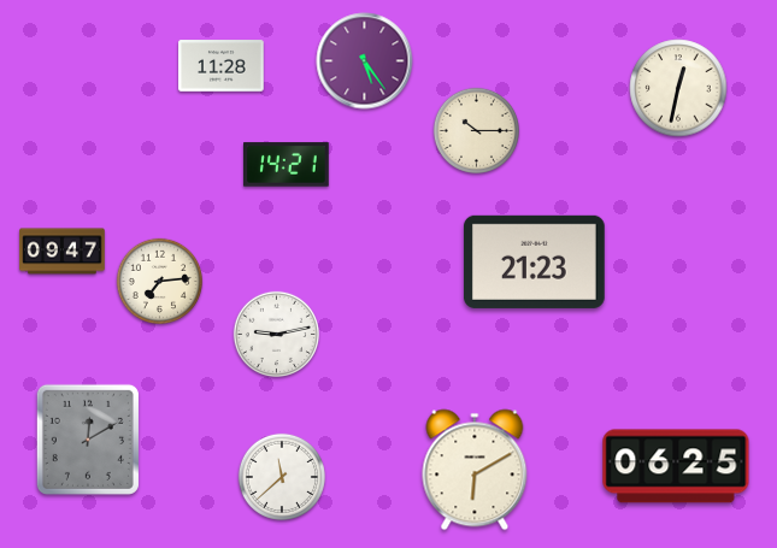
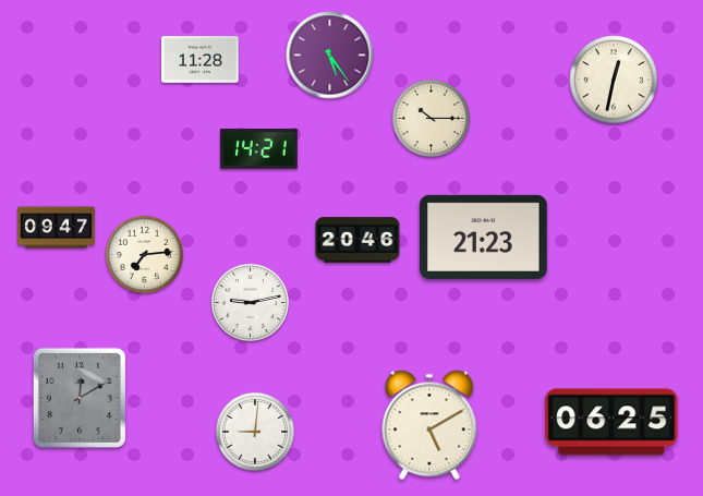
clock at (357, 240): none -> 20:46
clock at (475, 470): 6:10 -> 5:10
clock at (282, 477): 11:38 -> 9:01
